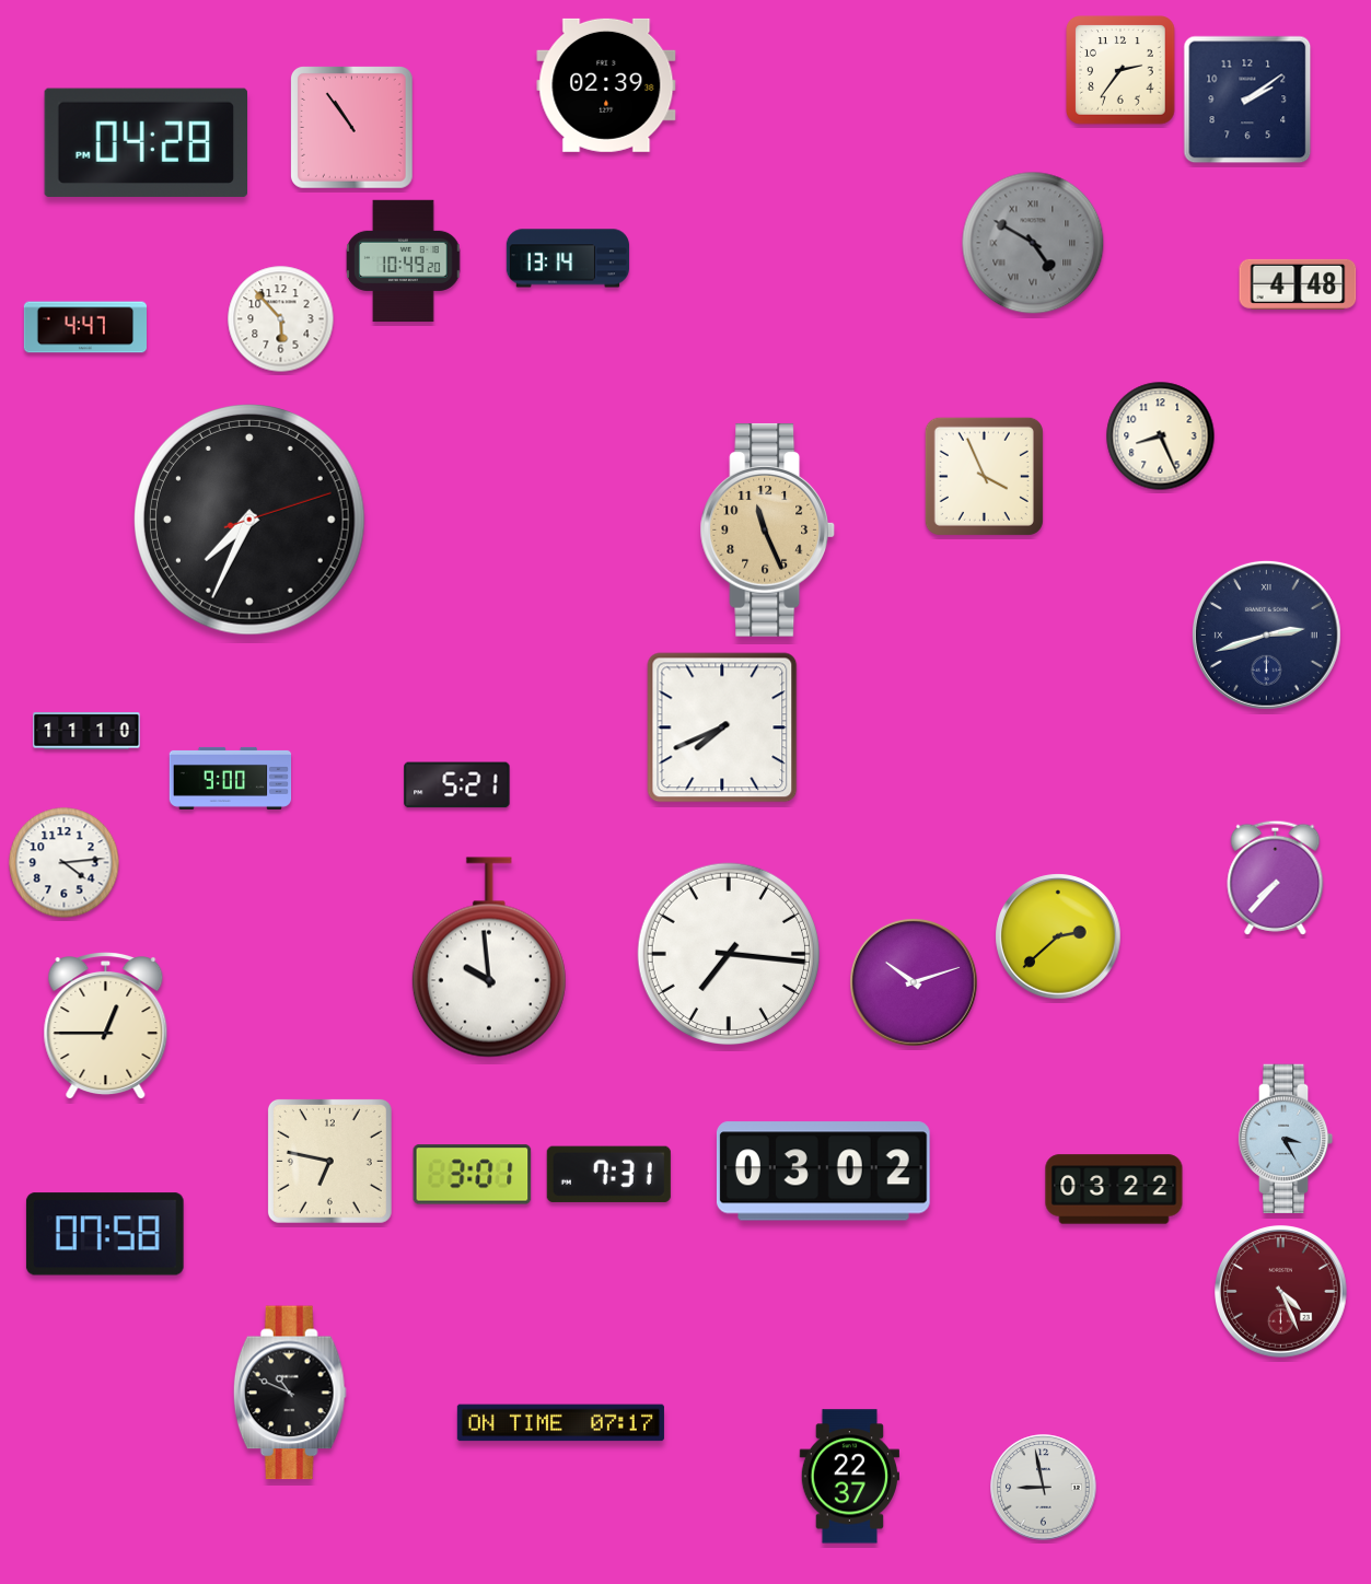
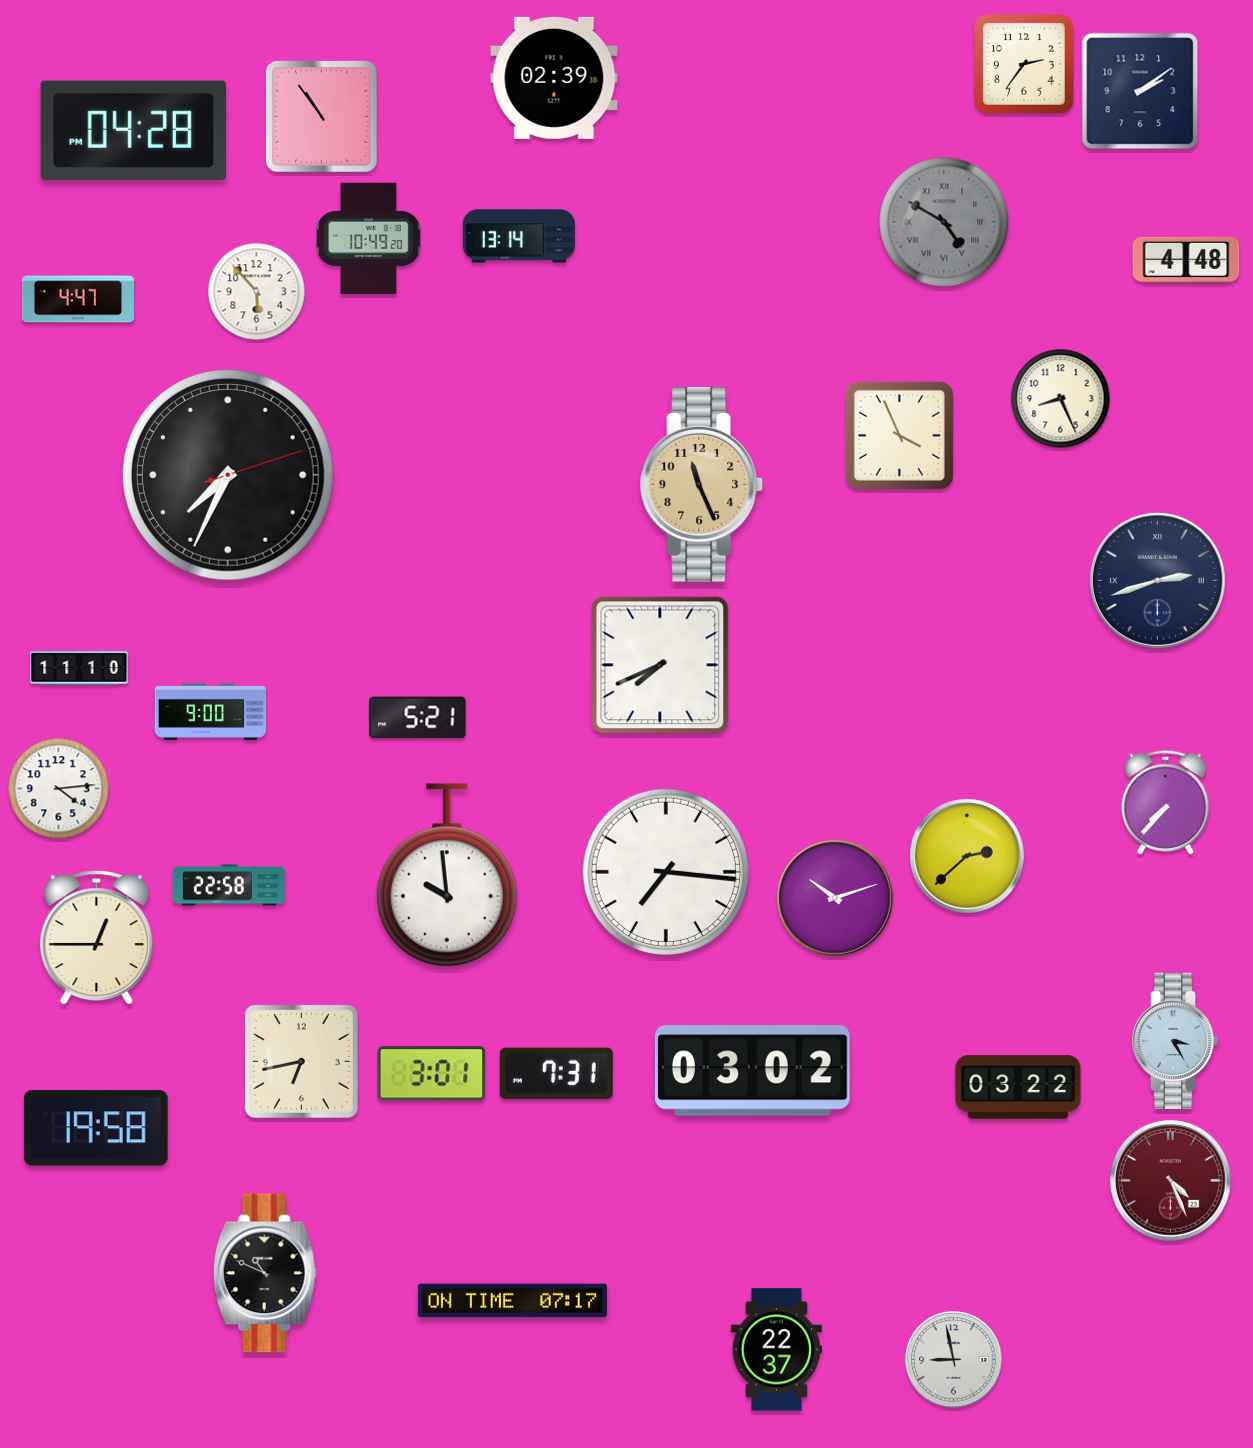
clock at (228, 885): none -> 22:58
clock at (329, 1161): 6:47 -> 6:43
clock at (105, 1234): 07:58 -> 19:58
